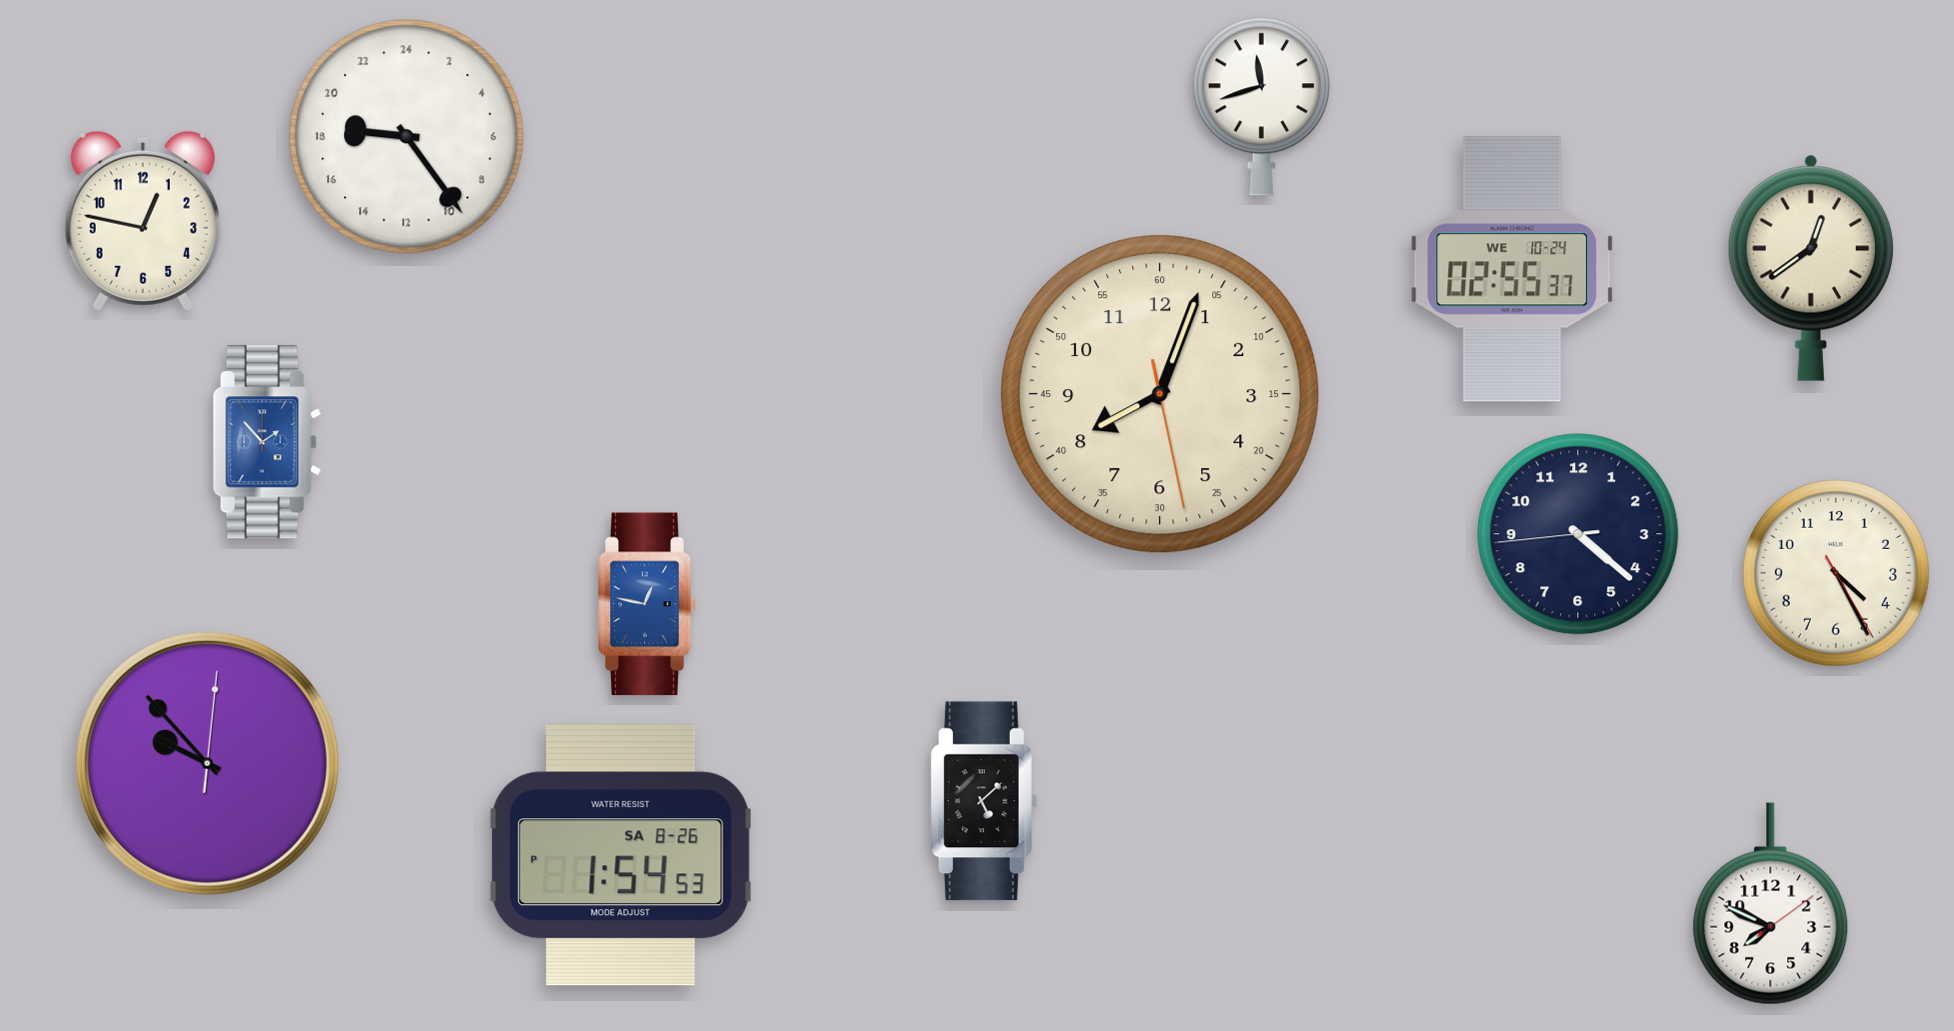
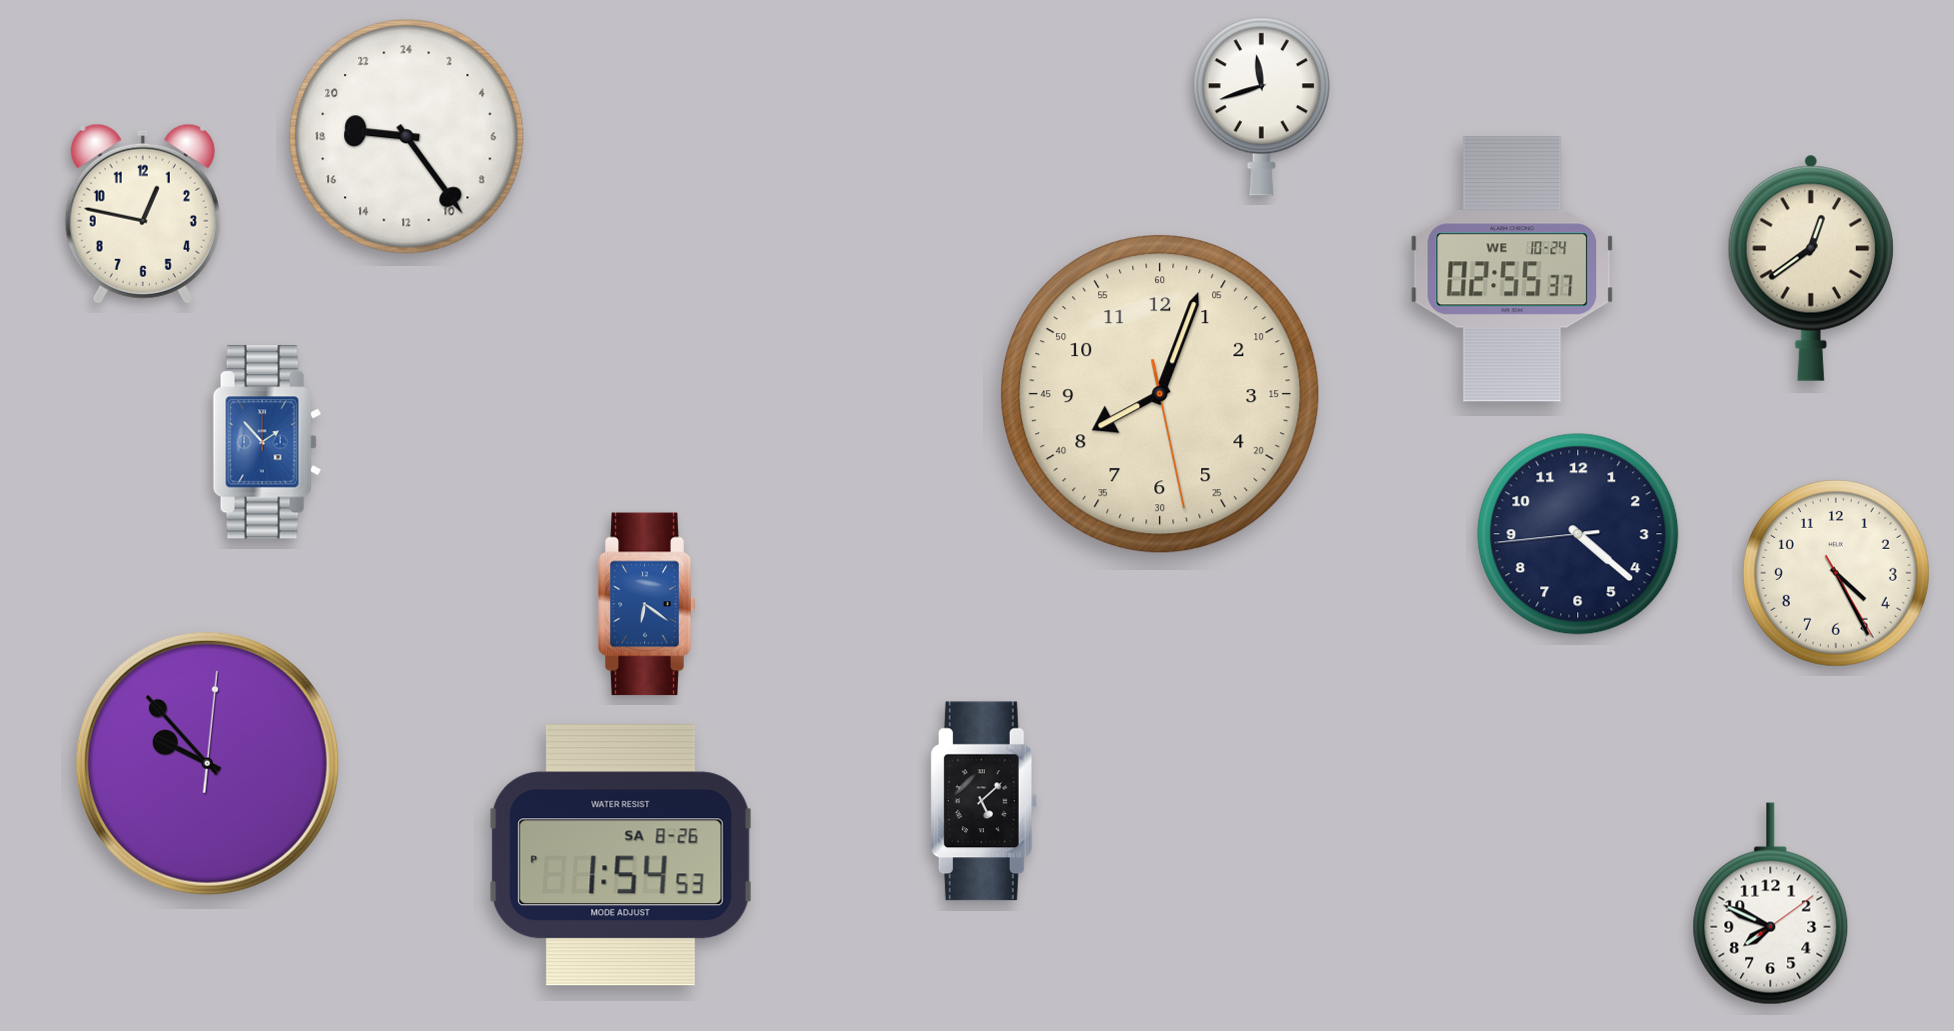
clock at (143, 221) position: (143, 221) -> (143, 214)
clock at (647, 604): 12:47 -> 6:21
